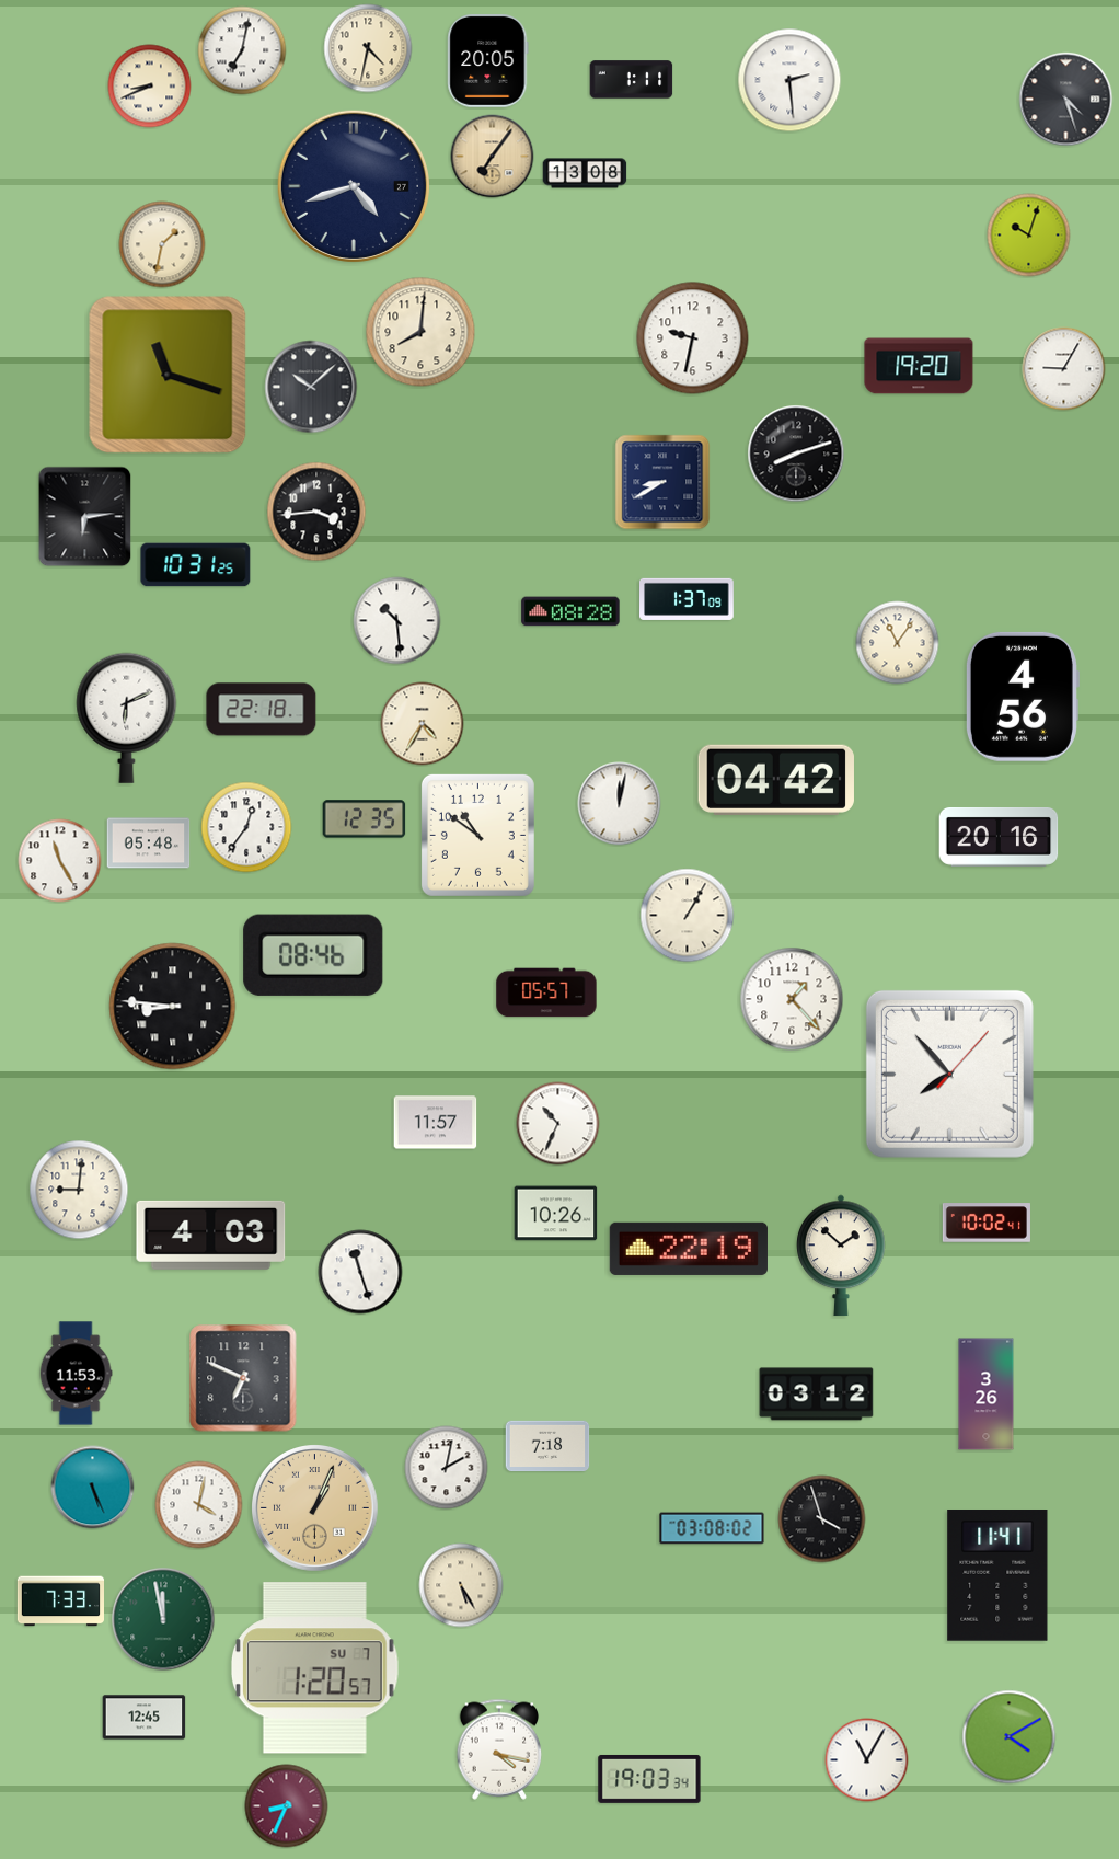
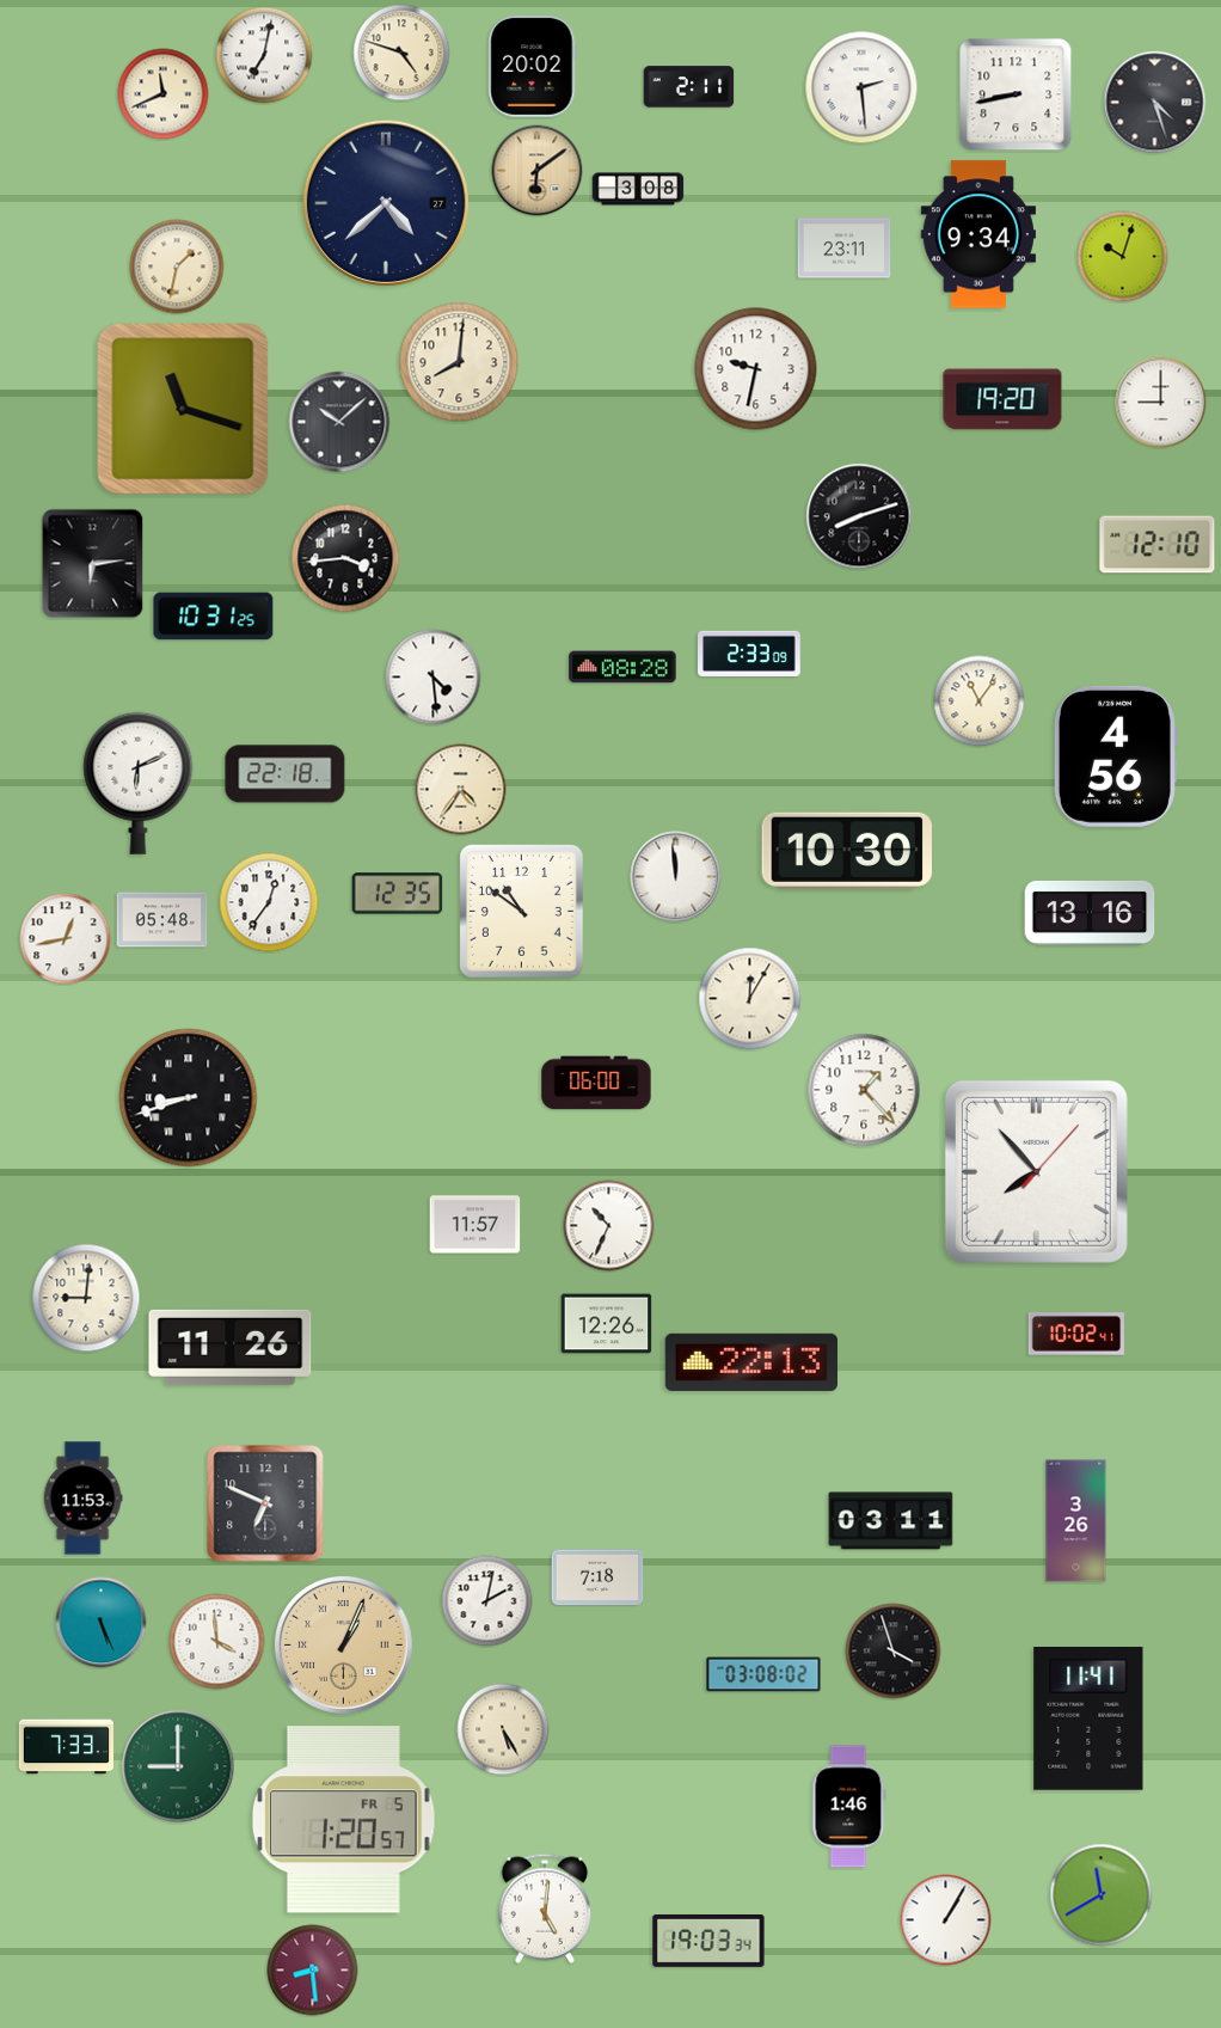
clock at (368, 48): 4:32 -> 4:48
clock at (488, 61): 20:05 -> 20:02
clock at (632, 80): 1:11 -> 2:11
clock at (150, 87): 8:41 -> 11:41
clock at (1016, 94): none -> 8:43
clock at (1066, 100) position: (1066, 100) -> (1155, 103)
clock at (493, 157): 7:06 -> 6:09
clock at (585, 173): 13:08 -> 3:08
clock at (353, 185): 4:42 -> 4:38
clock at (978, 234): none -> 9:34
clock at (845, 249): none -> 23:11
clock at (1064, 369): 9:05 -> 9:00
clock at (796, 454) position: (796, 454) -> (859, 516)
clock at (662, 482): 8:40 -> none
clock at (1158, 545): none -> 12:10
clock at (687, 599): 1:37 -> 2:33
clock at (397, 621): 10:29 -> 4:29
clock at (1022, 697) position: (1022, 697) -> (1115, 756)
clock at (423, 724): 4:35 -> 4:36
clock at (776, 780): 04:42 -> 10:30
clock at (620, 804): 12:02 -> 11:59
clock at (999, 837): 20:16 -> 13:16
clock at (60, 861): 11:25 -> 12:43
clock at (688, 916): 1:05 -> 12:05
clock at (313, 955): 08:46 -> none
clock at (546, 992): 05:57 -> 06:00
clock at (173, 1007): 8:46 -> 8:42
clock at (556, 1214): 10:26 -> 12:26
clock at (211, 1235): 4:03 -> 11:26
clock at (689, 1249): 22:19 -> 22:13
clock at (841, 1255): 1:52 -> none
clock at (360, 1272): 11:27 -> none
clock at (817, 1395): 03:12 -> 03:11
clock at (199, 1505): 4:02 -> 3:59
clock at (822, 1519) position: (822, 1519) -> (894, 1652)
clock at (712, 1528) position: (712, 1528) -> (763, 1674)
clock at (163, 1619): 11:58 -> 9:00
clock at (849, 1807): none -> 1:46
clock at (314, 1668) date: SU 7 -> FR 5
clock at (145, 1718): 12:45 -> none
clock at (1010, 1737): 4:10 -> 11:40
clock at (499, 1749): 4:17 -> 5:01
clock at (867, 1760): 11:05 -> 1:05
clock at (287, 1806): 8:34 -> 8:29
